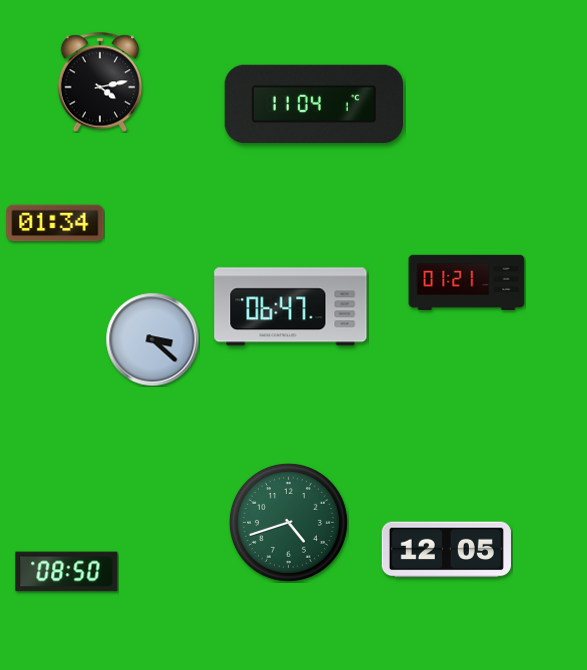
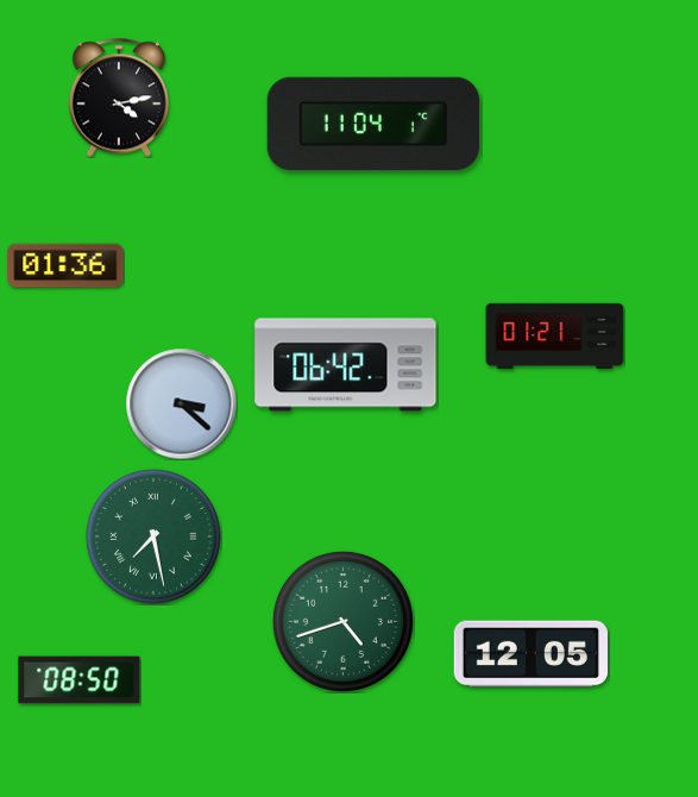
clock at (55, 223): 01:34 -> 01:36
clock at (291, 307): 06:47 -> 06:42
clock at (153, 536): none -> 7:28
